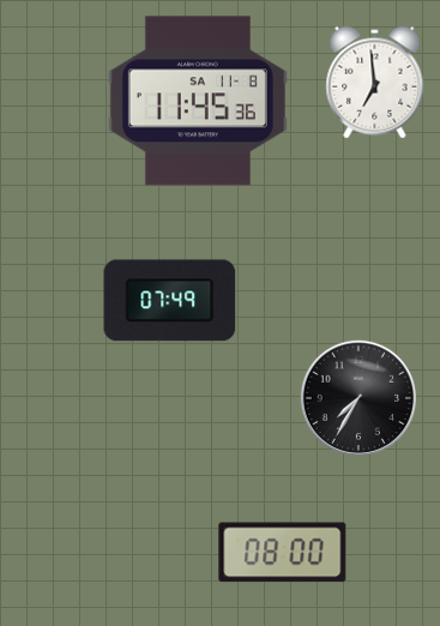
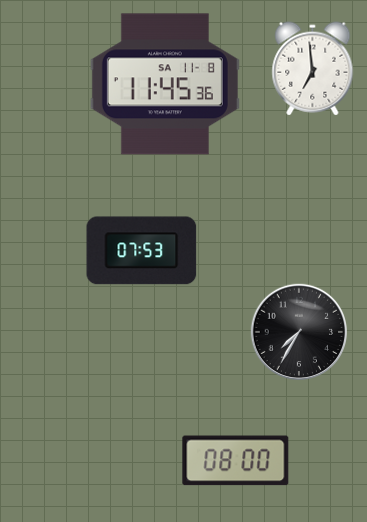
clock at (170, 301): 07:49 -> 07:53
